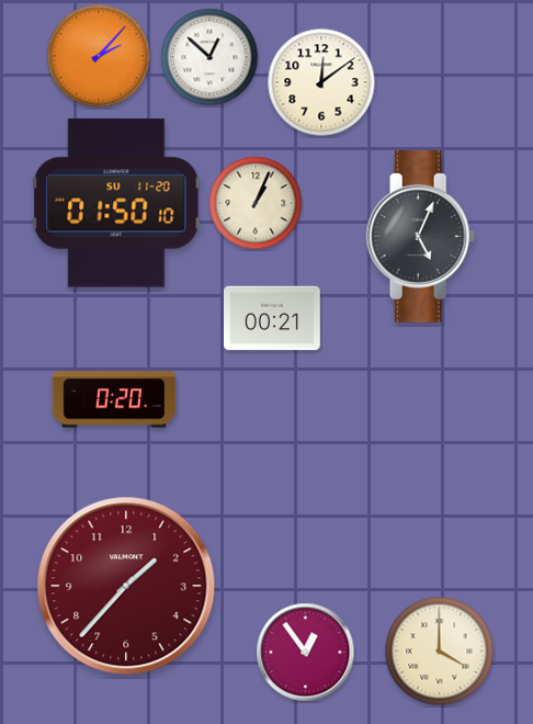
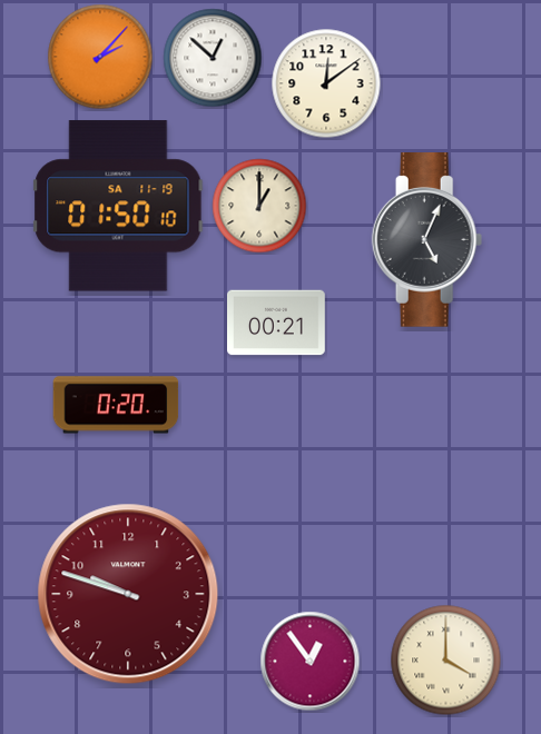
clock at (116, 203) date: SU 11-20 -> SA 11-19
clock at (256, 203): 1:04 -> 1:00
clock at (126, 586): 1:37 -> 9:48
